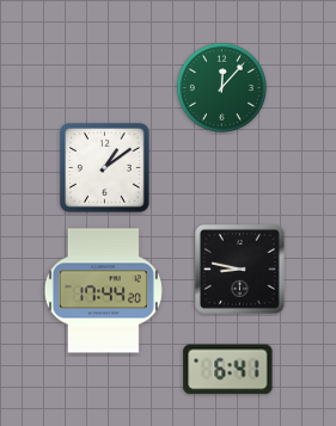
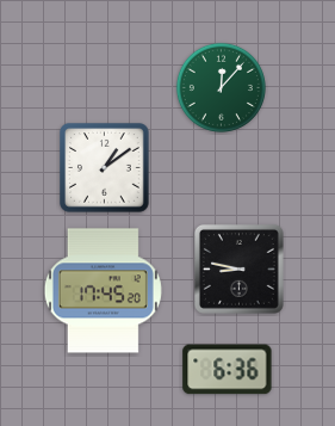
clock at (103, 291): 17:44 -> 17:45
clock at (228, 370): 6:41 -> 6:36
